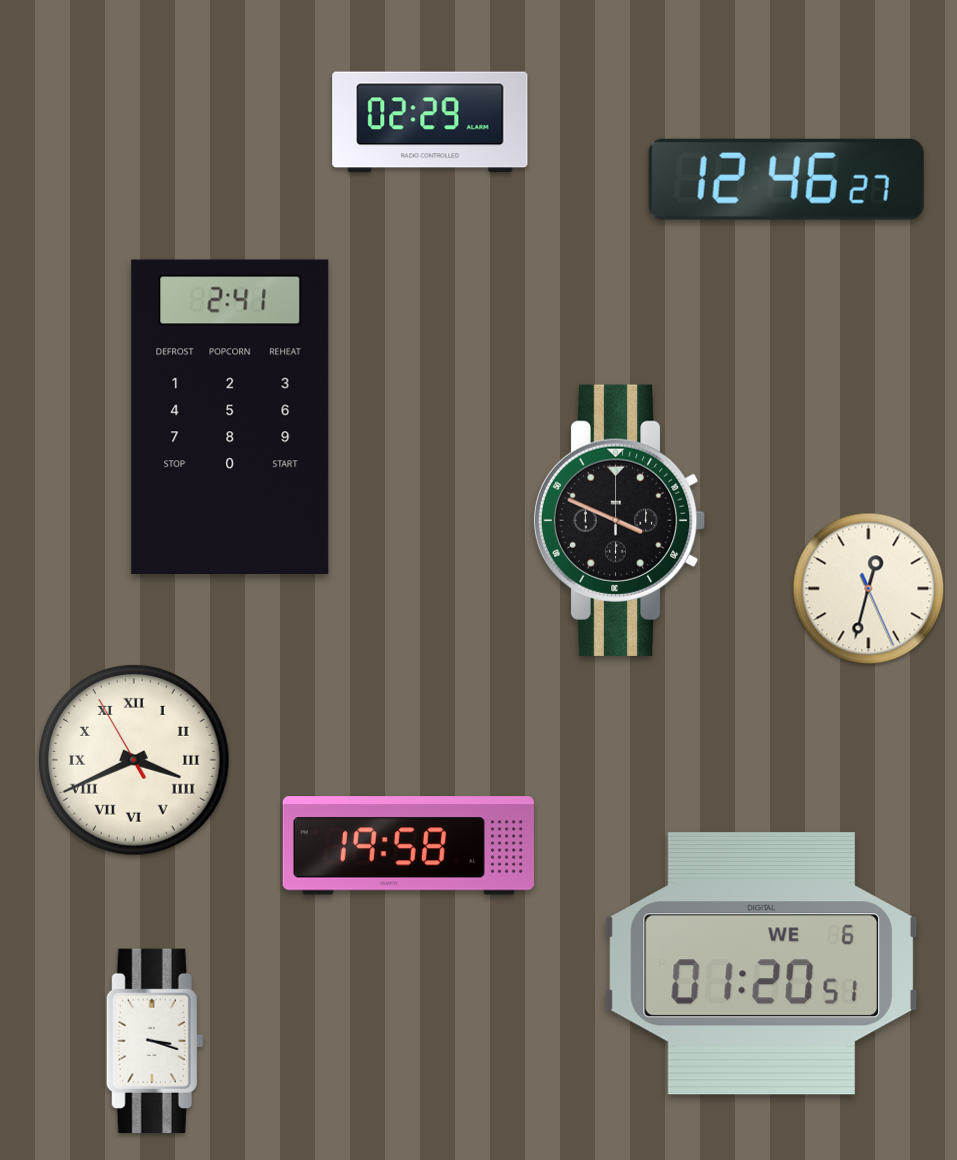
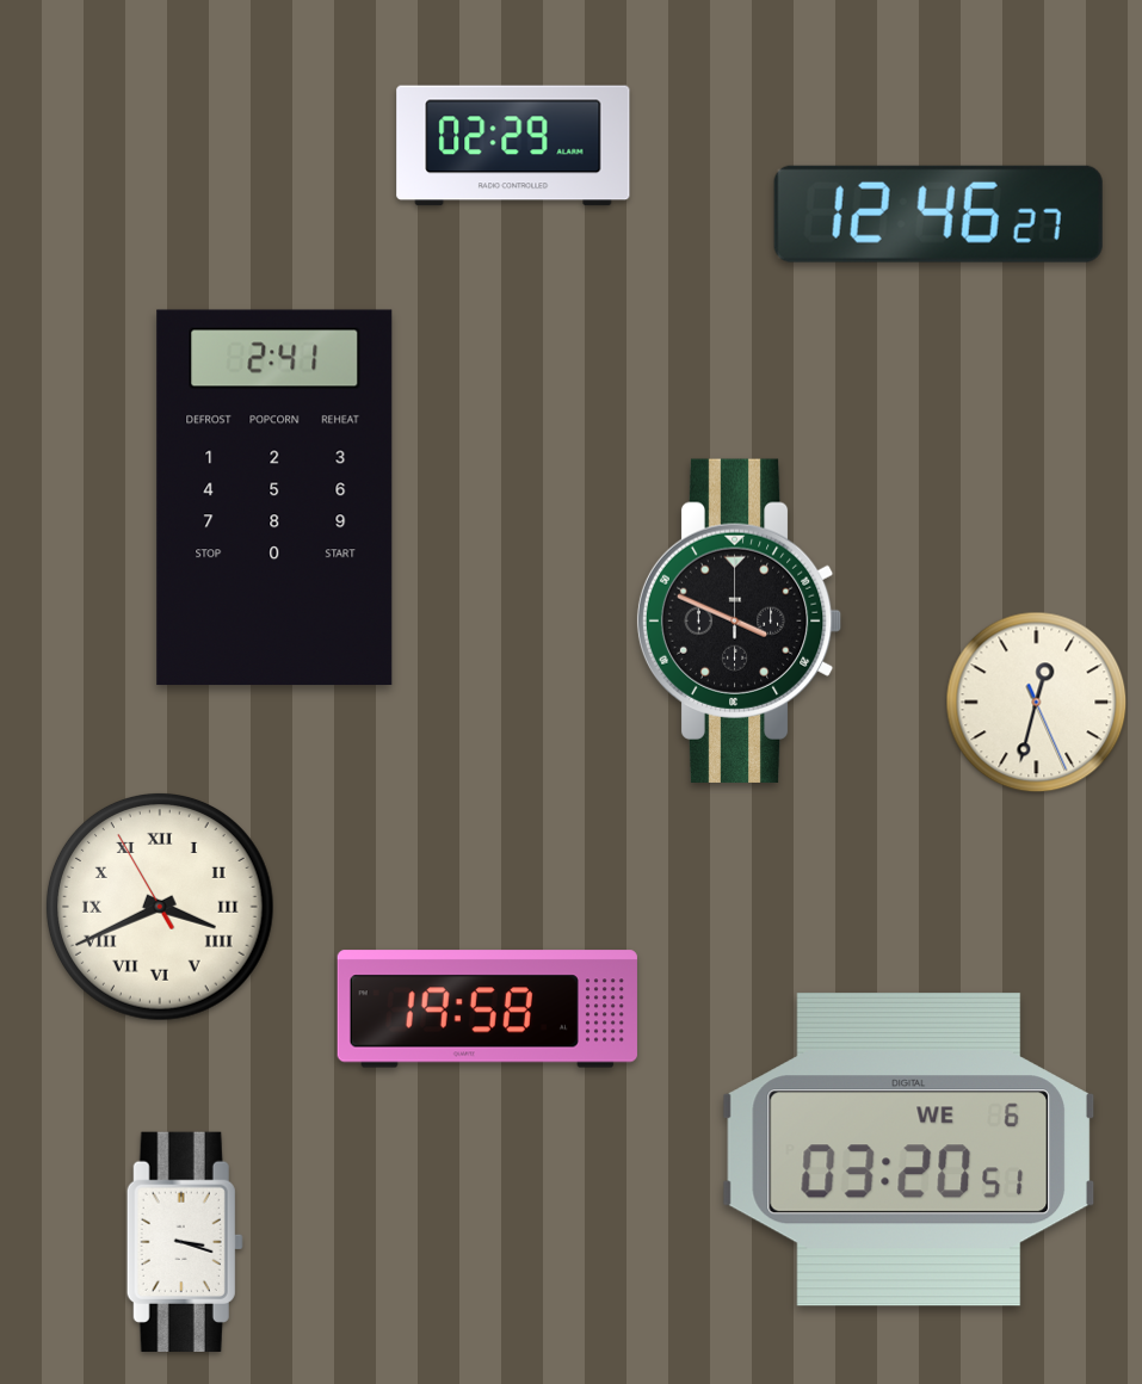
clock at (761, 964): 01:20 -> 03:20
